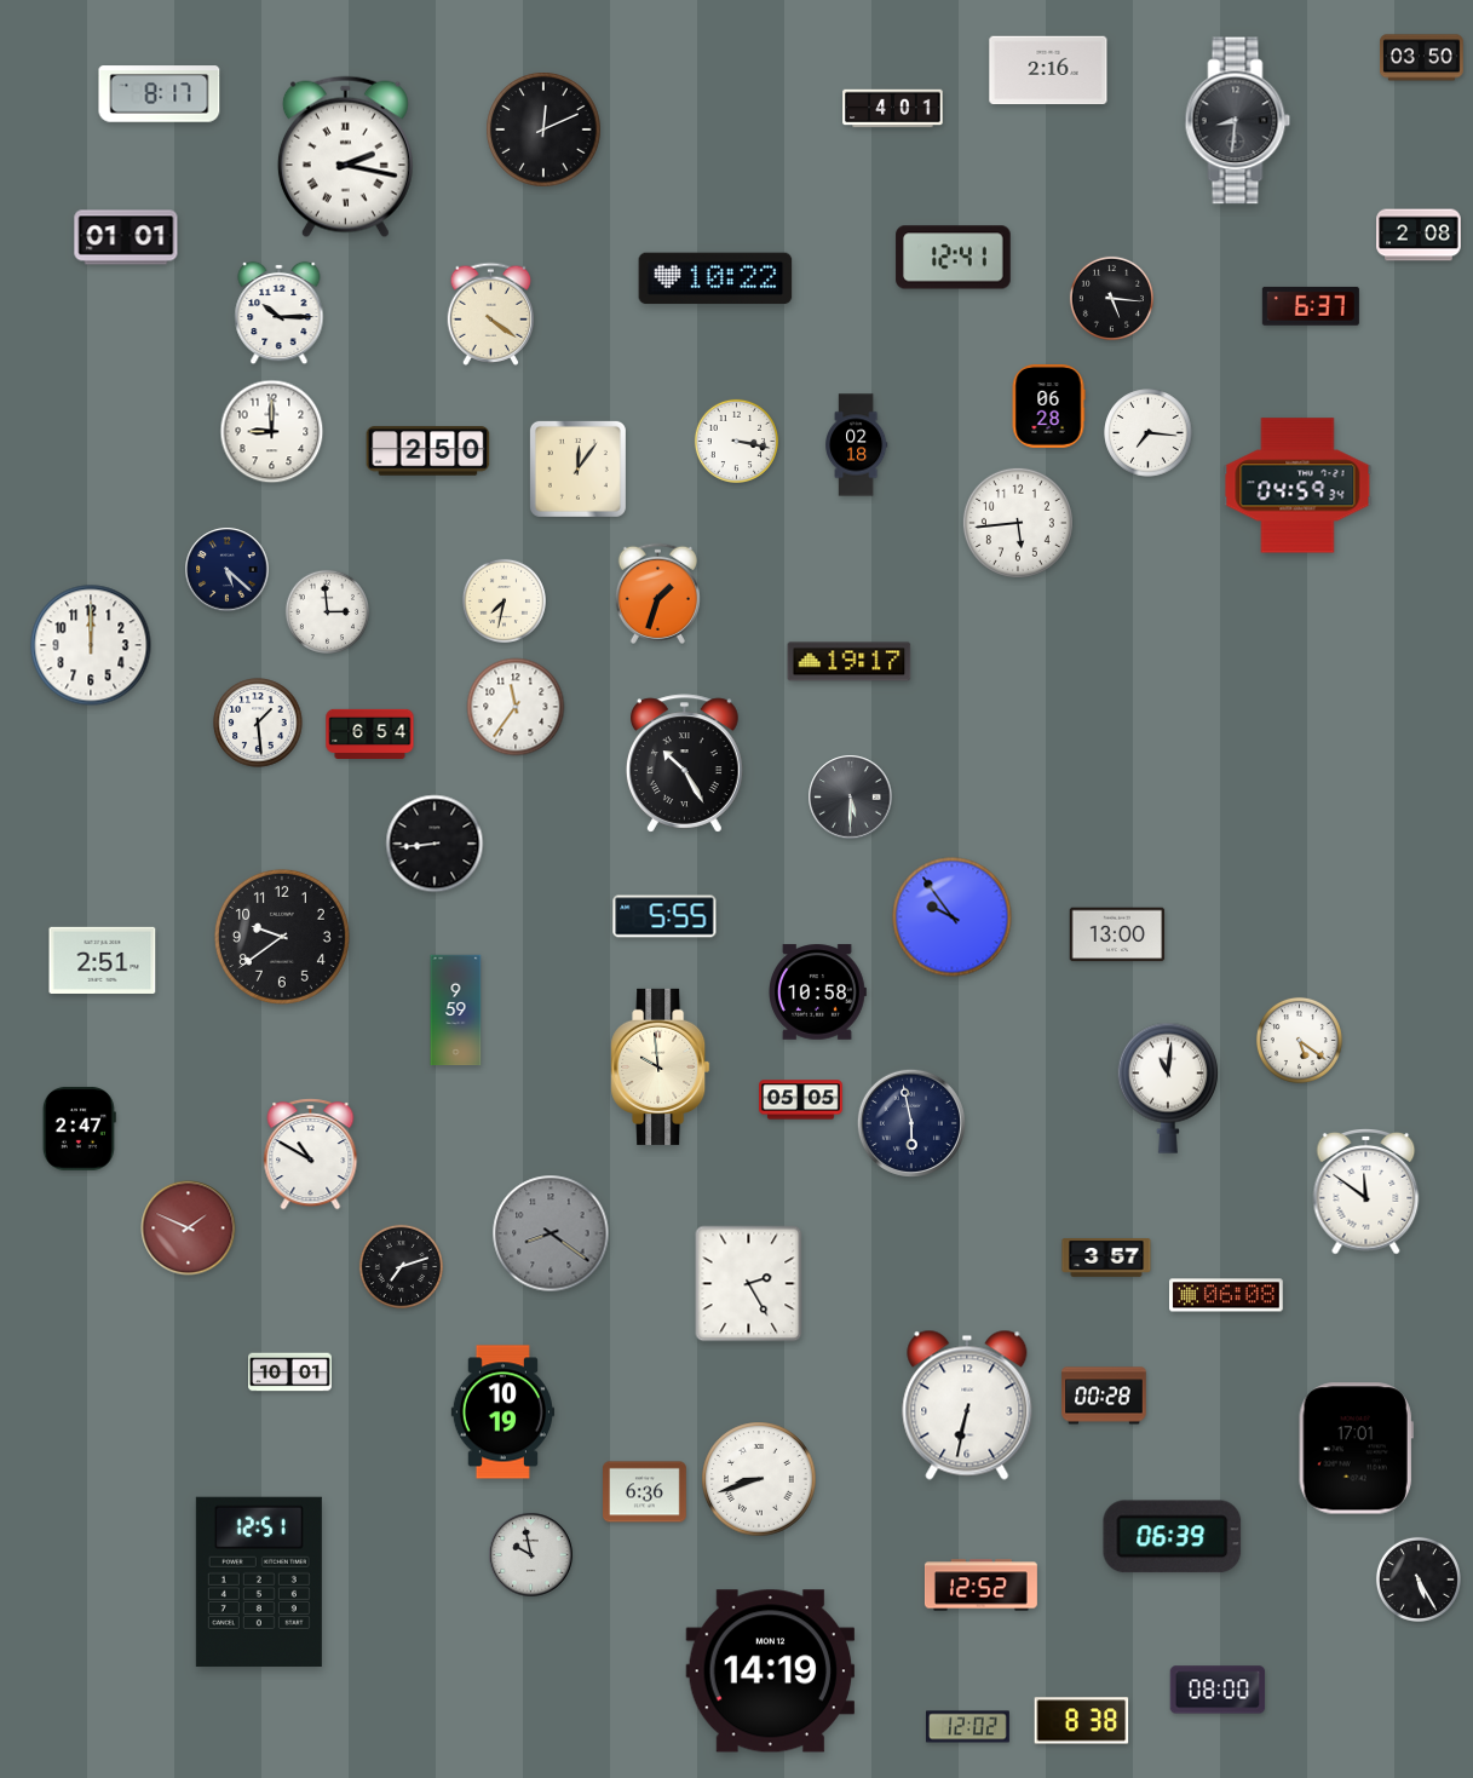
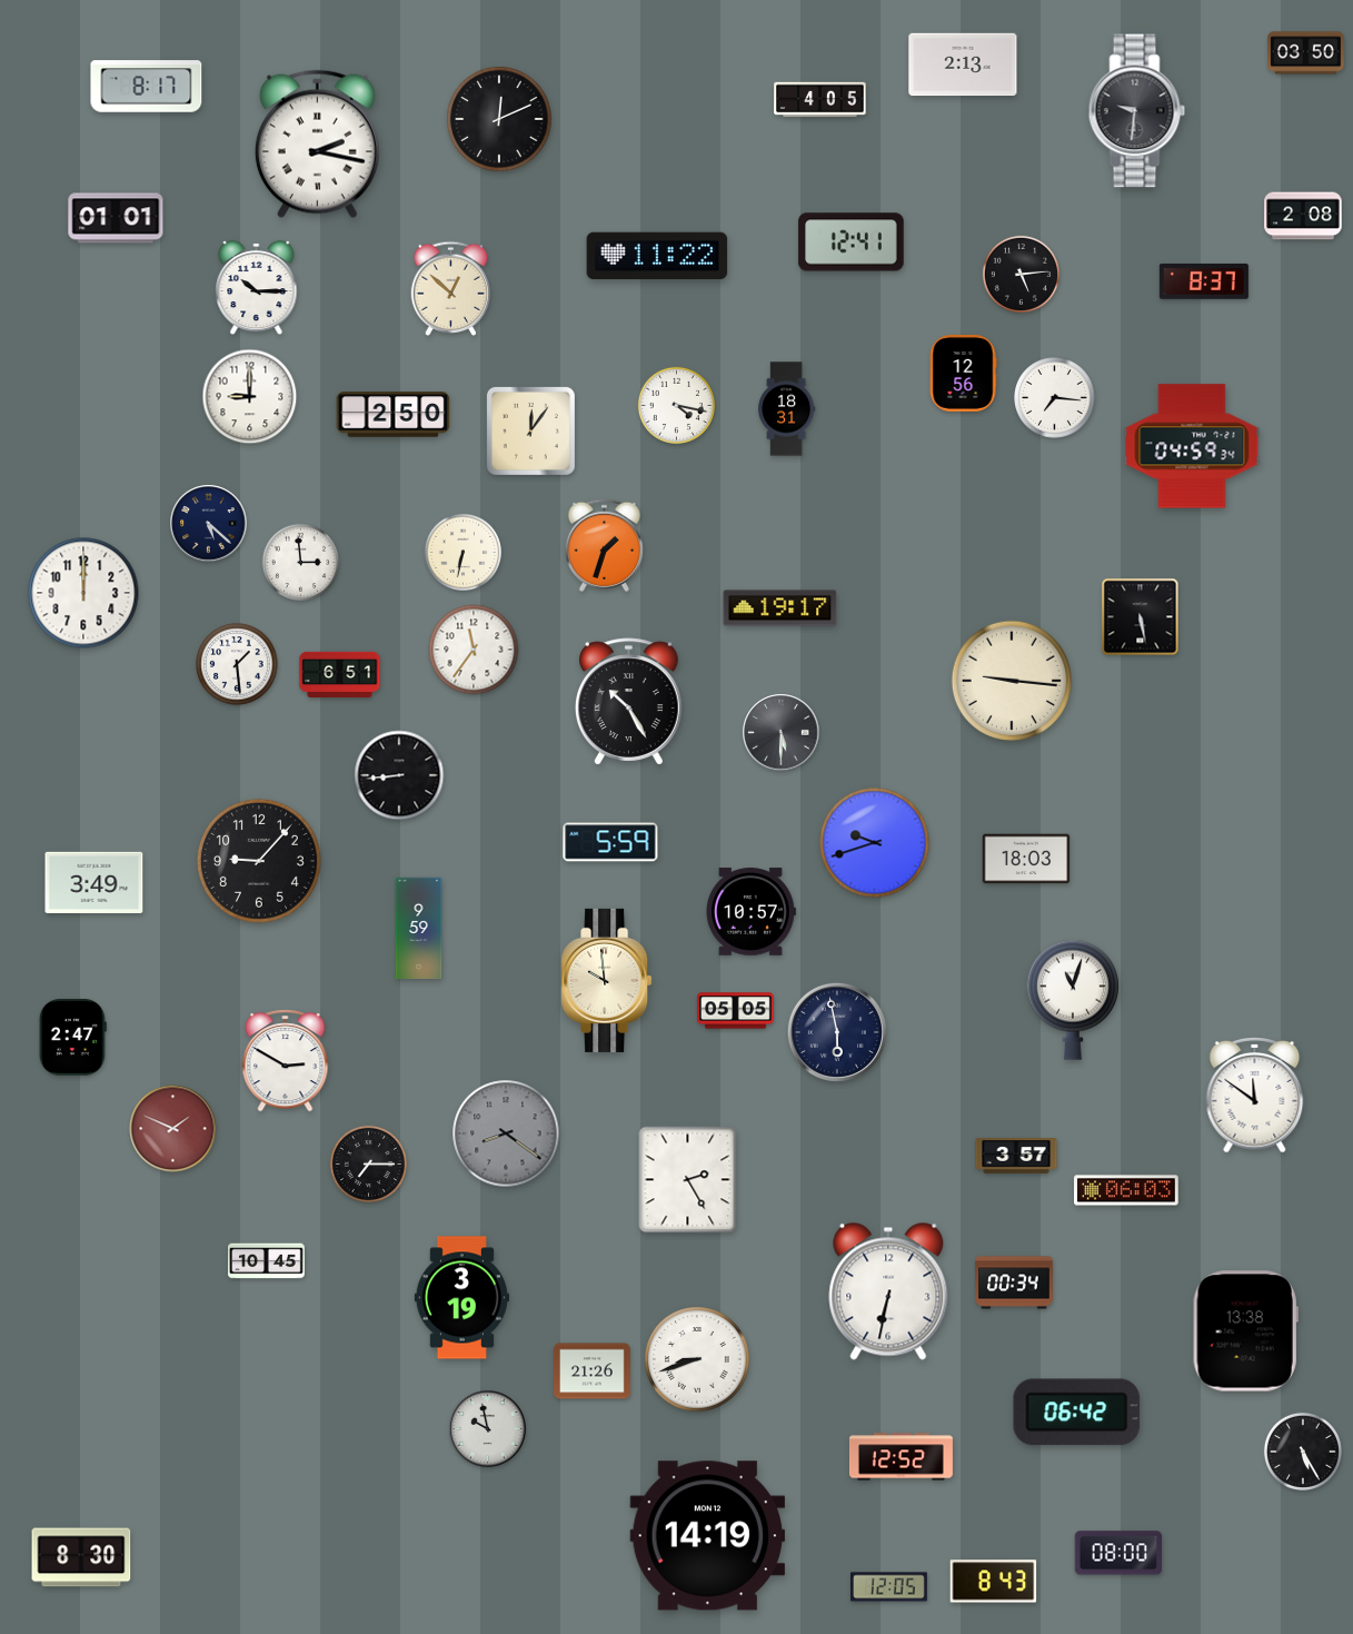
clock at (1048, 70): 2:16 -> 2:13
clock at (893, 109): 4:01 -> 4:05
clock at (1238, 121): 8:31 -> 9:31
clock at (954, 258) position: (954, 258) -> (852, 242)
clock at (715, 278): 10:22 -> 11:22
clock at (1111, 298): 5:16 -> 5:14
clock at (1311, 306): 6:37 -> 8:37
clock at (491, 313): 4:21 -> 12:52
clock at (1048, 407): 06:28 -> 12:56
clock at (736, 441): 3:17 -> 4:17
clock at (857, 445): 02:18 -> 18:31
clock at (1018, 523): 5:44 -> none
clock at (504, 600): 7:32 -> 6:32
clock at (1141, 617): none -> 5:28
clock at (370, 733): 6:54 -> 6:51
clock at (1011, 680): none -> 9:16
clock at (664, 916): 5:55 -> 5:59
clock at (953, 917): 9:54 -> 9:42
clock at (1117, 934): 13:00 -> 18:03
clock at (282, 937): 9:39 -> 9:07
clock at (103, 960): 2:51 -> 3:49
clock at (818, 992): 10:58 -> 10:57
clock at (1299, 1040): 5:21 -> none
clock at (1168, 1088): 11:01 -> 11:03
clock at (311, 1155): 10:50 -> 2:50
clock at (401, 1266): 7:12 -> 7:15
clock at (1227, 1295): 06:08 -> 06:03
clock at (290, 1373): 10:01 -> 10:45
clock at (1104, 1396): 00:28 -> 00:34
clock at (502, 1412): 10:19 -> 3:19
clock at (1356, 1449): 17:01 -> 13:38
clock at (645, 1492): 6:36 -> 21:26
clock at (1173, 1537): 06:39 -> 06:42
clock at (259, 1582): 12:51 -> none
clock at (81, 1557): none -> 8:30
clock at (1082, 1721): 8:38 -> 8:43
clock at (968, 1727): 12:02 -> 12:05
